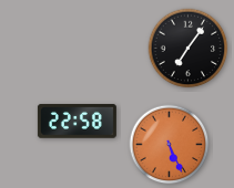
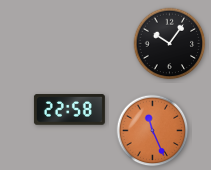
clock at (189, 49): 7:06 -> 10:06
clock at (170, 145): 5:26 -> 11:26
